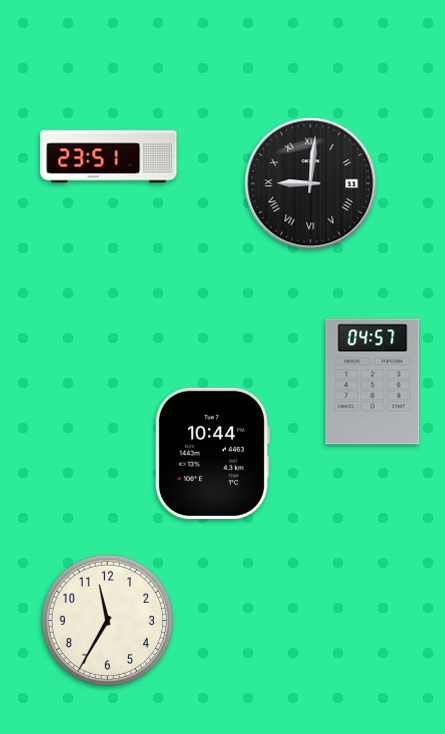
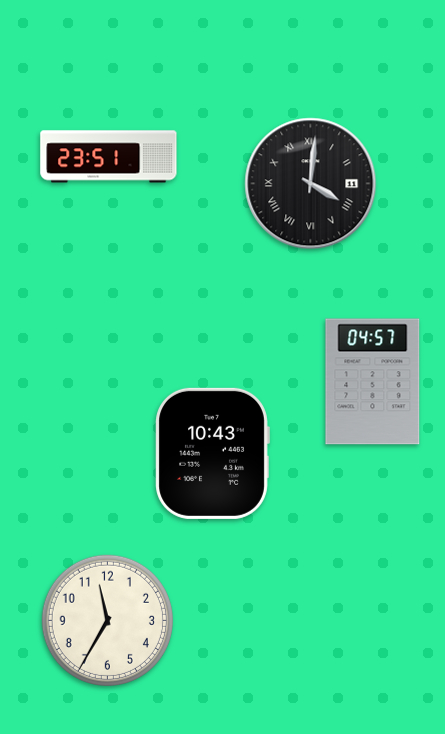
clock at (311, 184): 9:01 -> 4:01
clock at (212, 453): 10:44 -> 10:43
